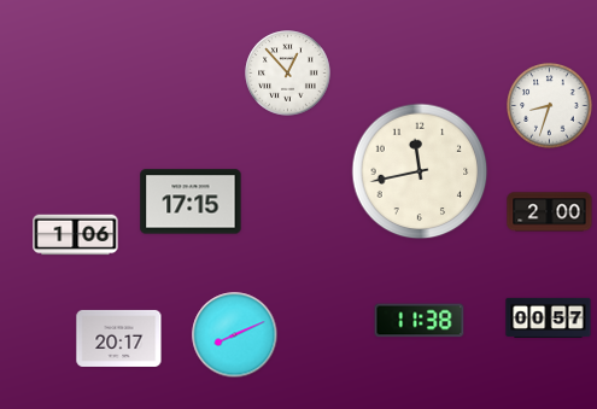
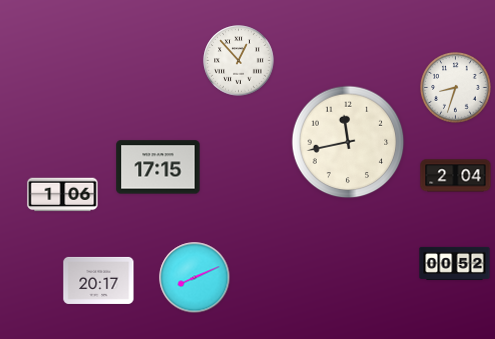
clock at (550, 212): 2:00 -> 2:04
clock at (549, 317): 00:57 -> 00:52
clock at (420, 321): 11:38 -> none
